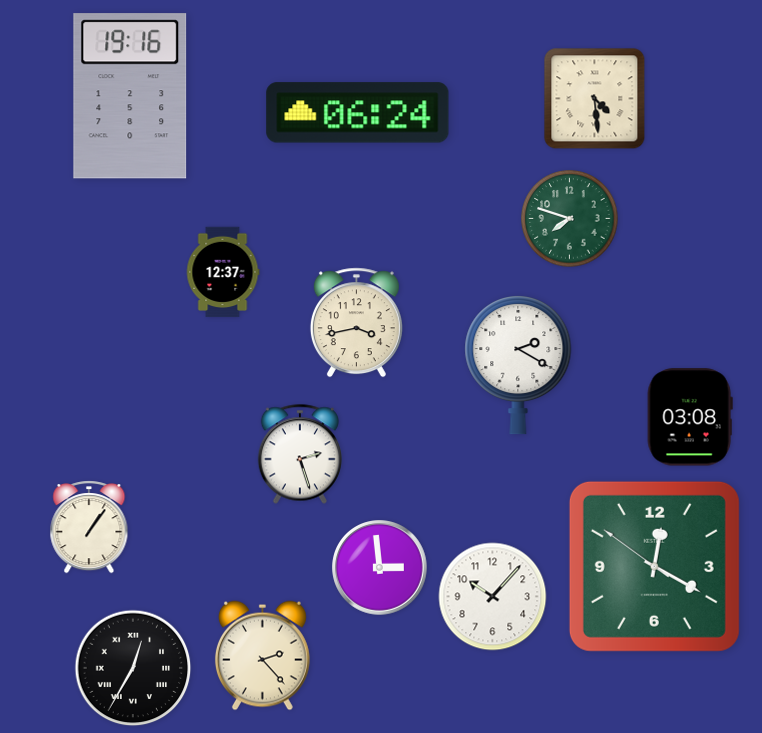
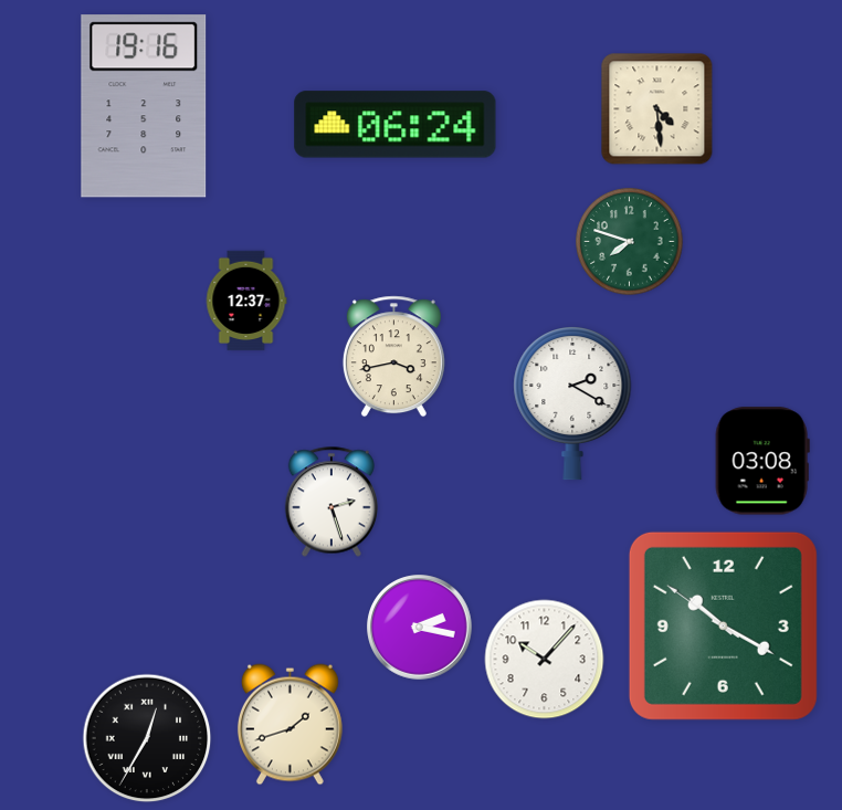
clock at (89, 528): 1:06 -> none
clock at (654, 566): 12:19 -> 10:19
clock at (380, 568): 2:59 -> 2:17
clock at (262, 656): 2:23 -> 1:42
